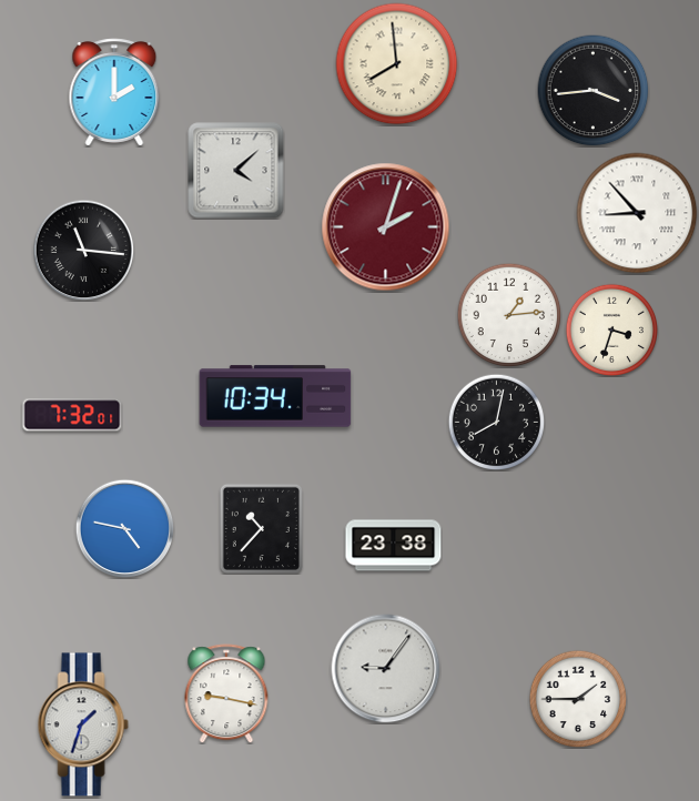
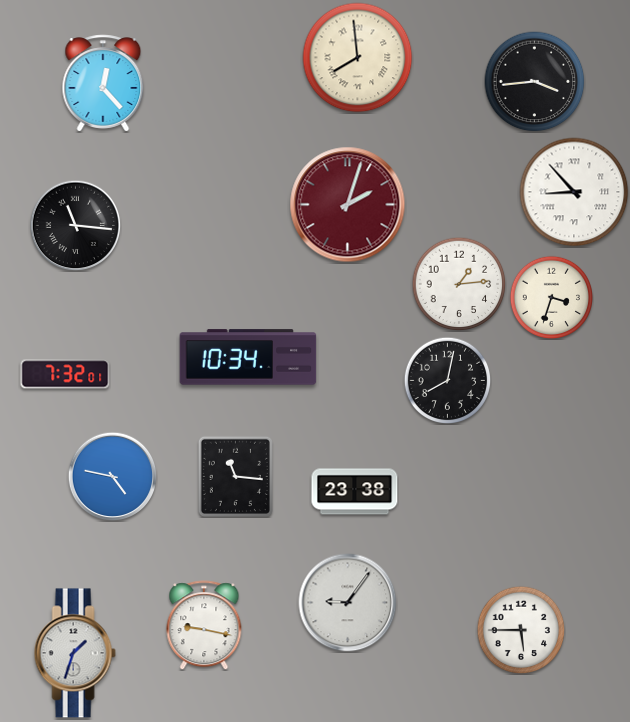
clock at (114, 92): 2:00 -> 12:23
clock at (236, 171): 4:08 -> none
clock at (261, 528): 10:37 -> 11:16
clock at (578, 699): 1:45 -> 5:45
